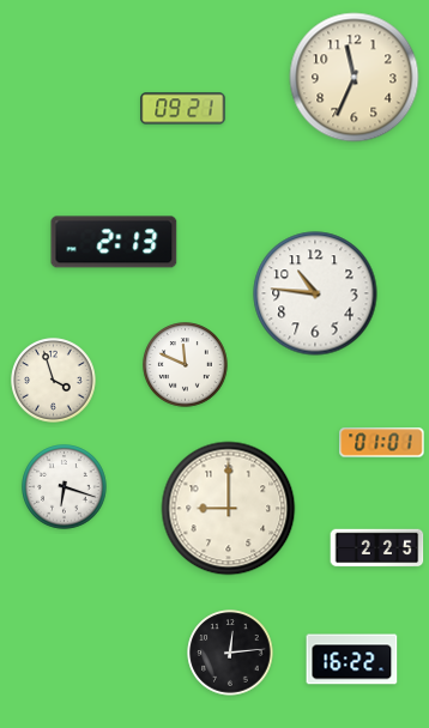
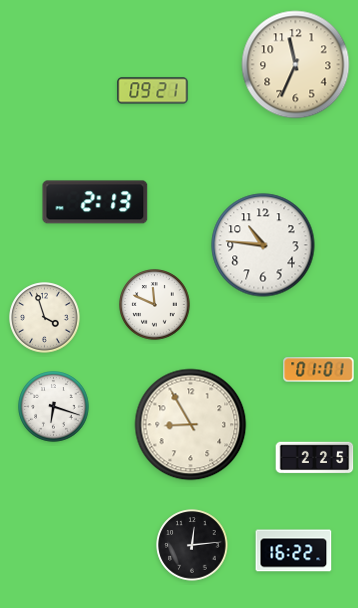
clock at (229, 509): 9:00 -> 8:55
